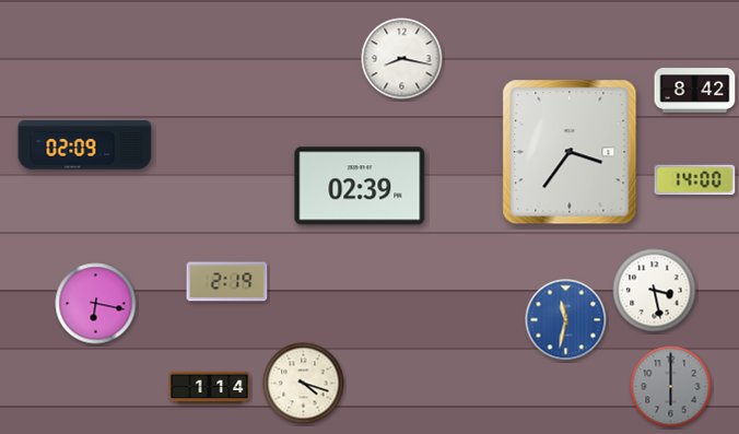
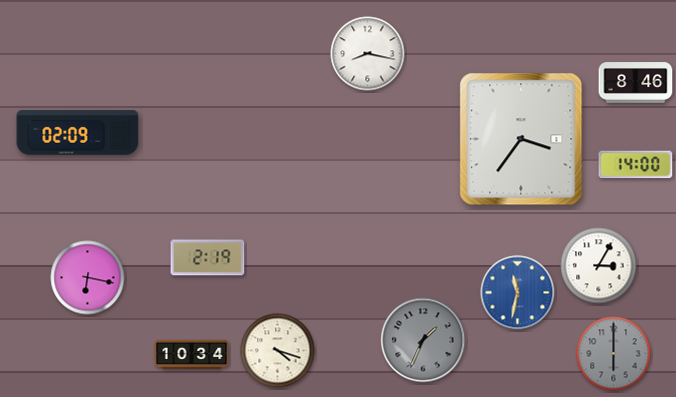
clock at (695, 91): 8:42 -> 8:46
clock at (360, 186): 02:39 -> none
clock at (655, 291): 3:28 -> 3:05
clock at (423, 340): none -> 1:34
clock at (210, 388): 1:14 -> 10:34
